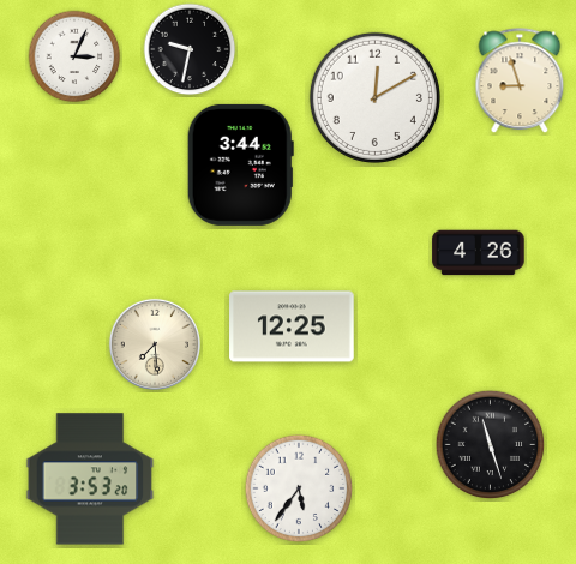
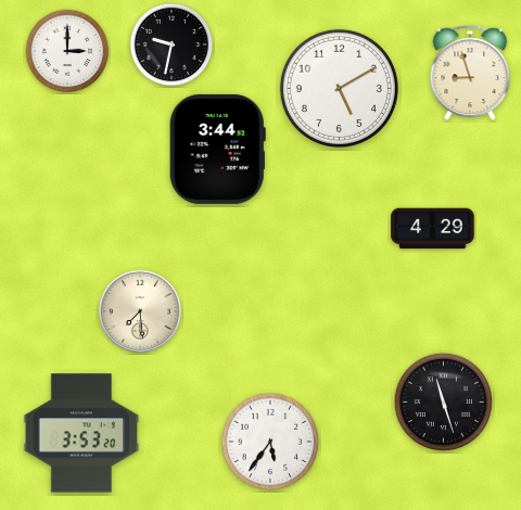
clock at (74, 56): 3:04 -> 3:00
clock at (374, 97): 12:10 -> 5:10
clock at (479, 253): 4:26 -> 4:29
clock at (292, 326): 12:25 -> none
